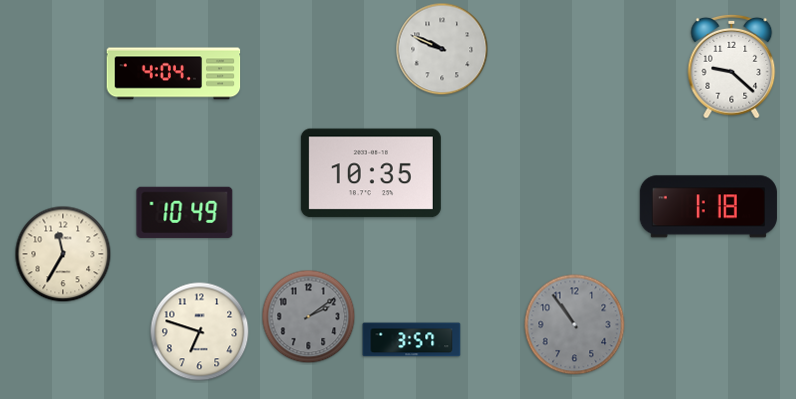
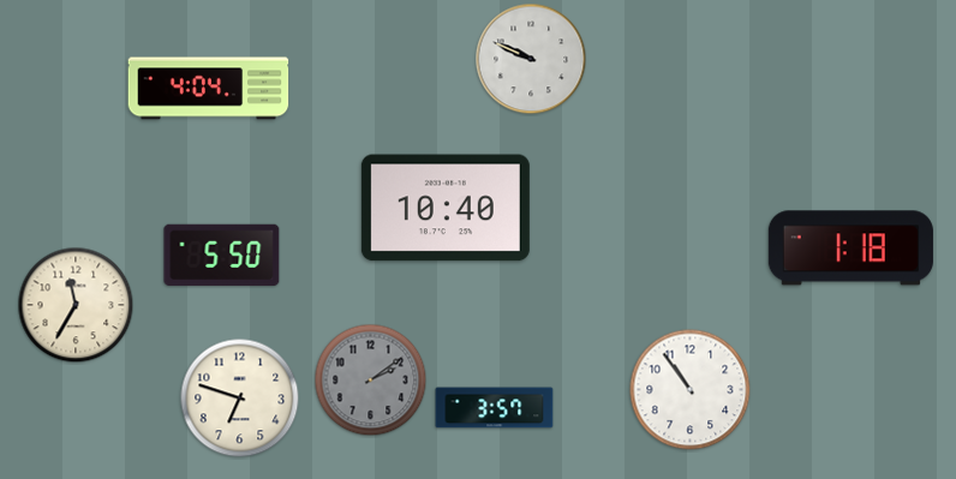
clock at (732, 66): 9:22 -> none
clock at (371, 173): 10:35 -> 10:40
clock at (185, 212): 10:49 -> 5:50
clock at (575, 325) dial: grey -> white
